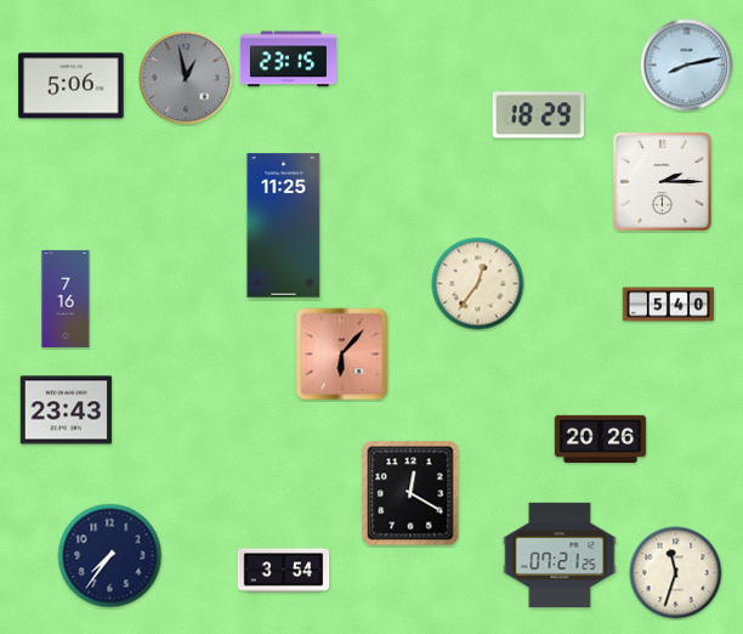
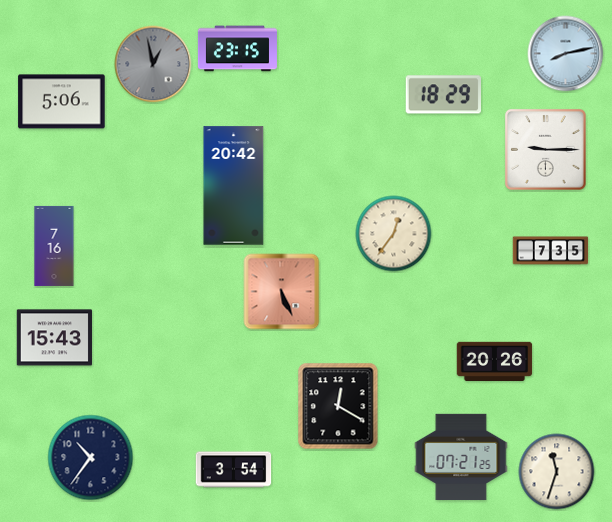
clock at (72, 86) position: (72, 86) -> (62, 102)
clock at (662, 181): 2:15 -> 9:15
clock at (284, 226): 11:25 -> 20:42
clock at (669, 305): 5:40 -> 7:35
clock at (342, 355): 6:07 -> 5:26
clock at (67, 411): 23:43 -> 15:43
clock at (110, 556): 7:36 -> 10:36
